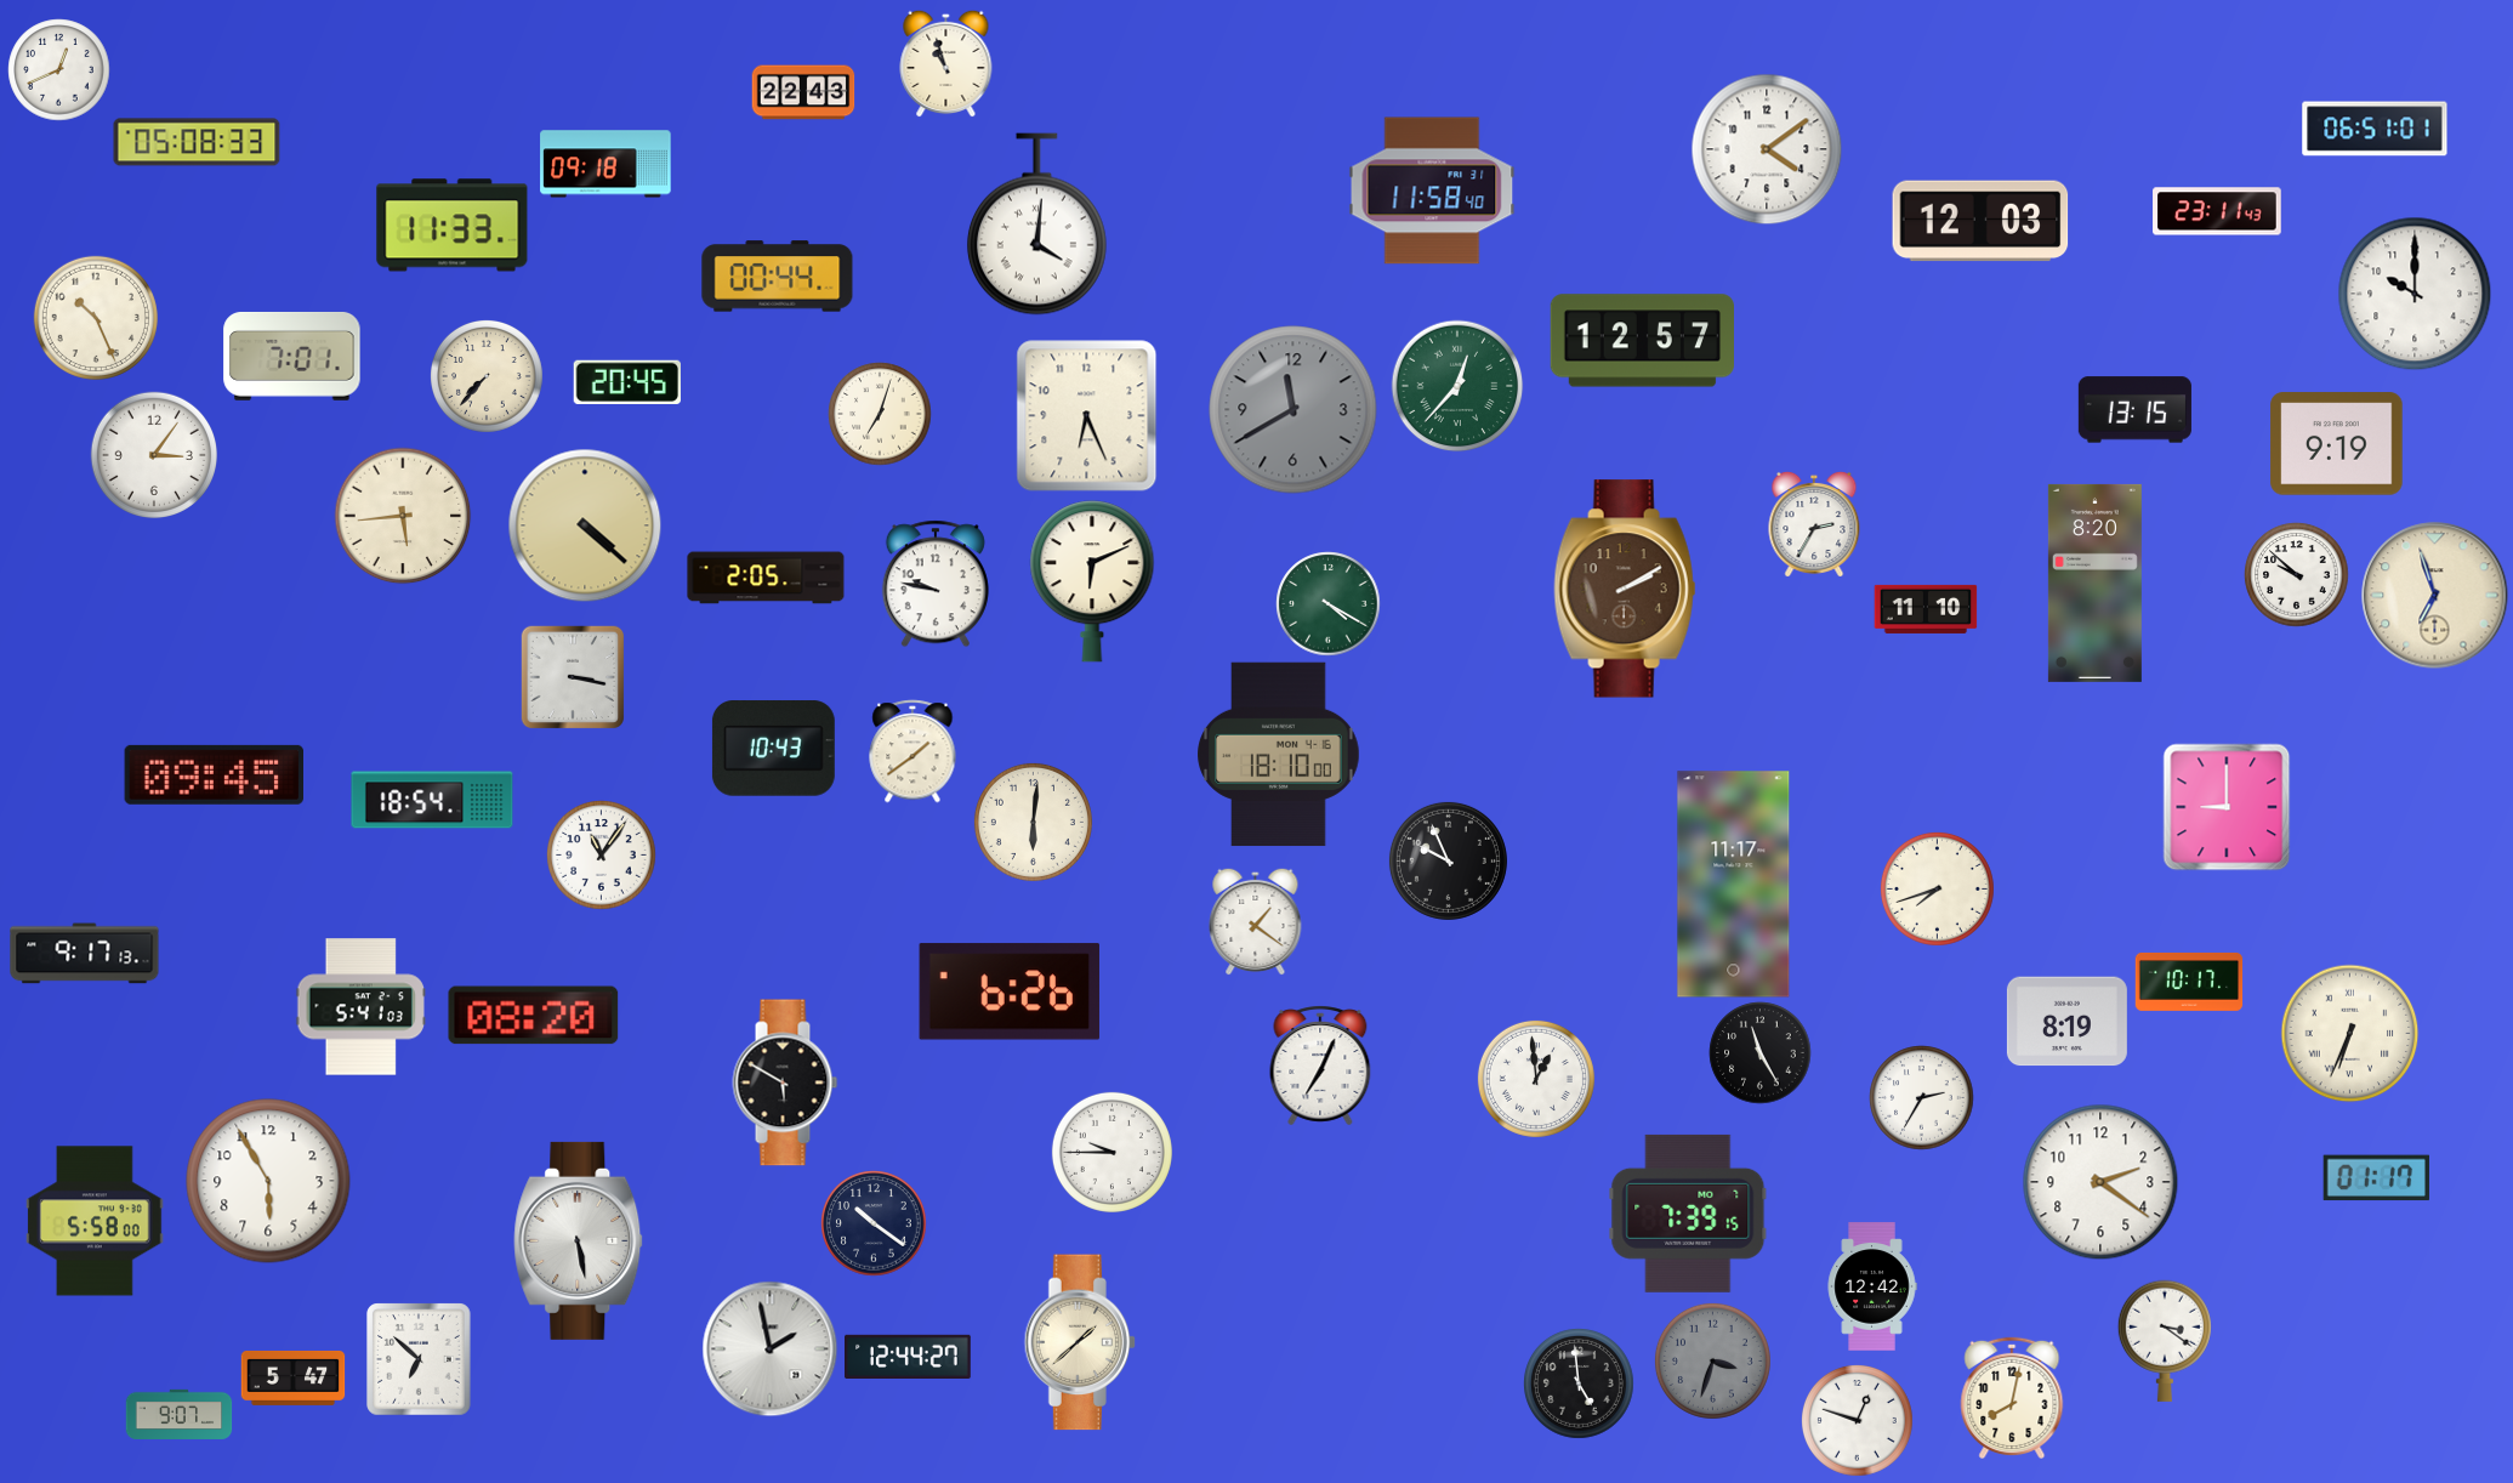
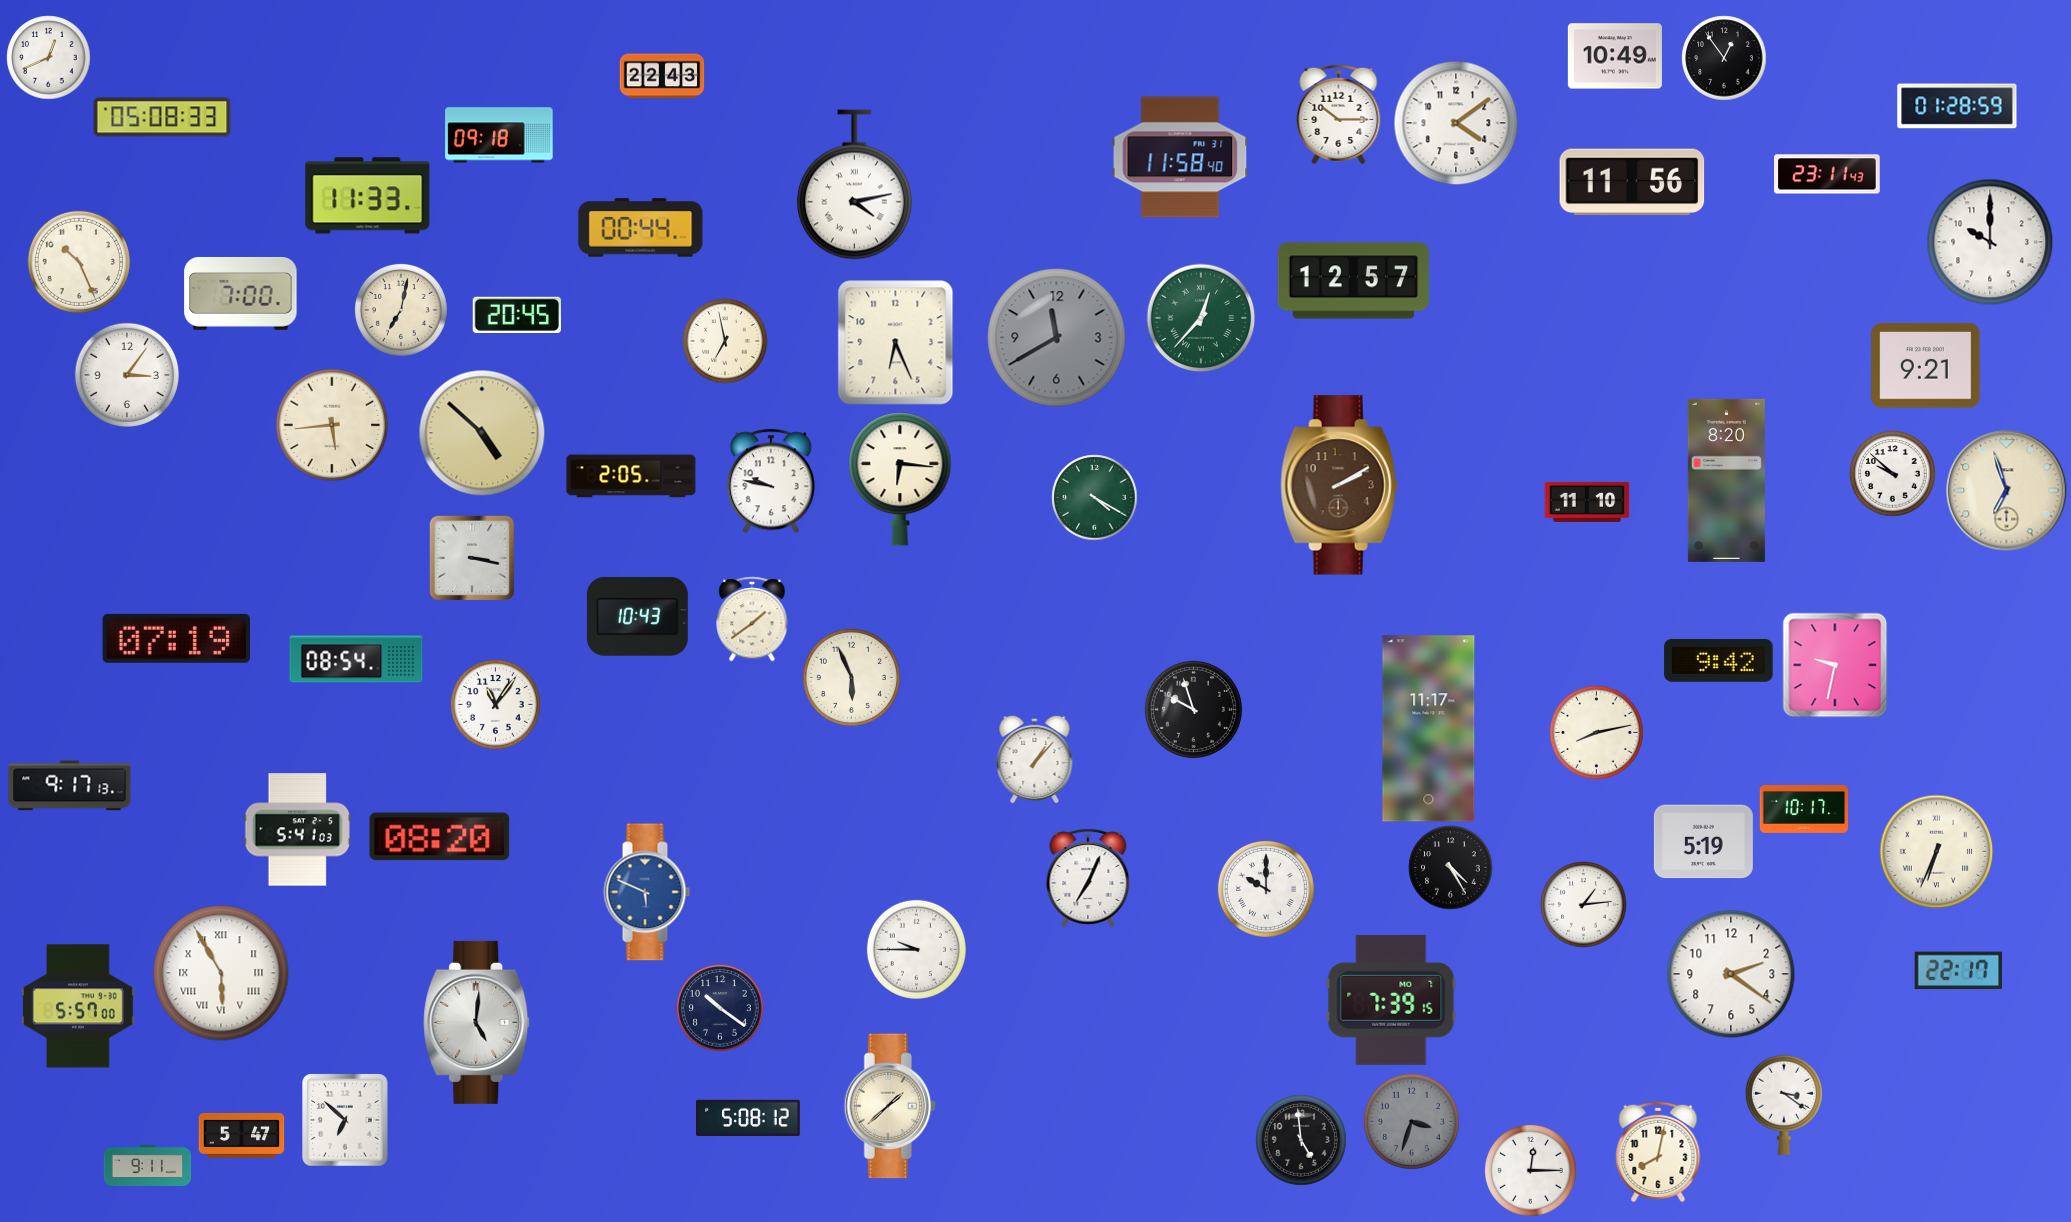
clock at (946, 63): 10:57 -> none
clock at (1615, 56): none -> 10:49
clock at (1724, 58): none -> 12:54
clock at (2375, 129): 06:51 -> 01:28
clock at (1339, 114): none -> 10:15
clock at (1980, 221): 12:03 -> 11:56
clock at (1036, 225): 4:01 -> 4:13
clock at (453, 226) position: (453, 226) -> (368, 196)
clock at (292, 356): 7:01 -> 7:00
clock at (487, 376): 7:37 -> 7:02
clock at (1294, 410) position: (1294, 410) -> (1057, 338)
clock at (2134, 410): 13:15 -> none
clock at (880, 414): 7:03 -> 6:58
clock at (2337, 444): 9:19 -> 9:21
clock at (1814, 524): 2:35 -> none
clock at (585, 525): 4:22 -> 4:52
clock at (1092, 581): 6:11 -> 6:16
clock at (1279, 755): 18:10 -> none
clock at (214, 774): 09:45 -> 07:19
clock at (432, 800): 18:54 -> 08:54
clock at (1719, 660): none -> 9:42
clock at (2227, 807): 9:00 -> 9:32
clock at (1033, 822): 6:01 -> 5:56
clock at (1448, 860): 9:56 -> 9:57
clock at (1937, 888): 7:42 -> 8:13
clock at (1256, 921): 1:21 -> 1:07
clock at (1010, 991): 6:26 -> none
clock at (2066, 1022): 8:19 -> 5:19
clock at (1759, 1052): 11:25 -> 4:25
clock at (1536, 1079): 12:59 -> 10:00
clock at (785, 1083): 5:50 -> 5:49
clock at (785, 1083) dial: black -> blue
clock at (1921, 1097): 2:35 -> 1:14
clock at (2376, 1178): 01:17 -> 22:17
clock at (268, 1181) numerals: Arabic -> Roman
clock at (95, 1221): 5:58 -> 5:57
clock at (579, 1240): 5:28 -> 5:01
clock at (1872, 1286): 12:42 -> none
clock at (769, 1348): 1:58 -> none
clock at (908, 1356): 12:44 -> 5:08
clock at (178, 1414): 9:07 -> 9:11
clock at (1858, 1421): 12:48 -> 12:15
